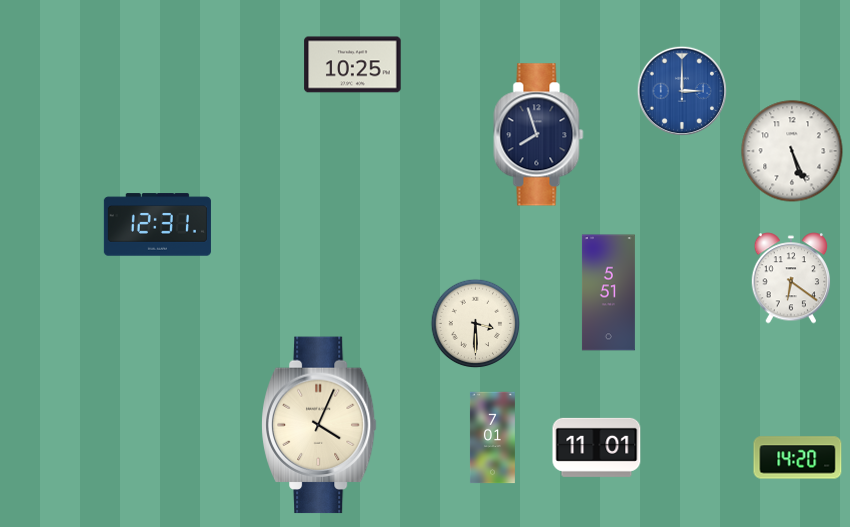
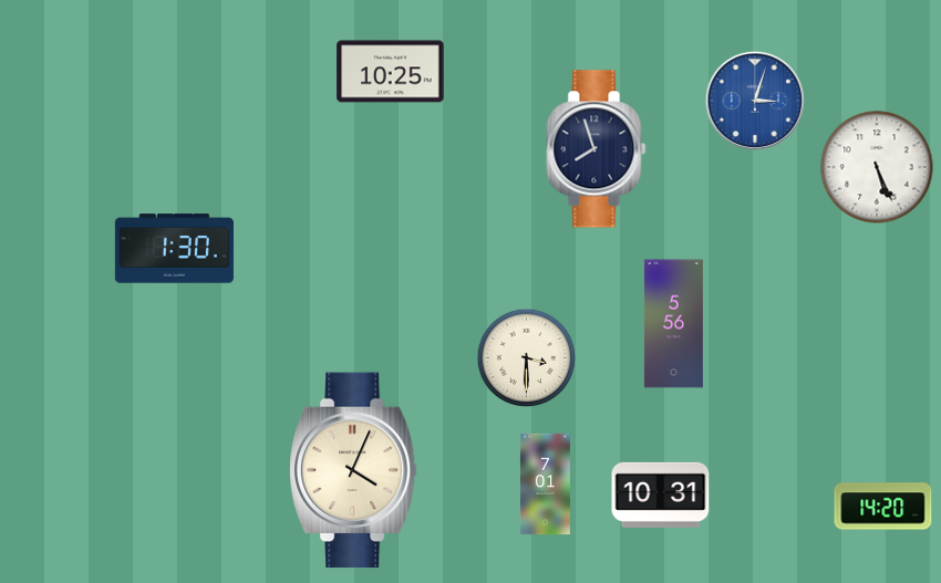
clock at (681, 90): 3:00 -> 3:03
clock at (157, 225): 12:31 -> 1:30
clock at (791, 278): 6:21 -> none
clock at (608, 293): 5:51 -> 5:56
clock at (597, 447): 11:01 -> 10:31
